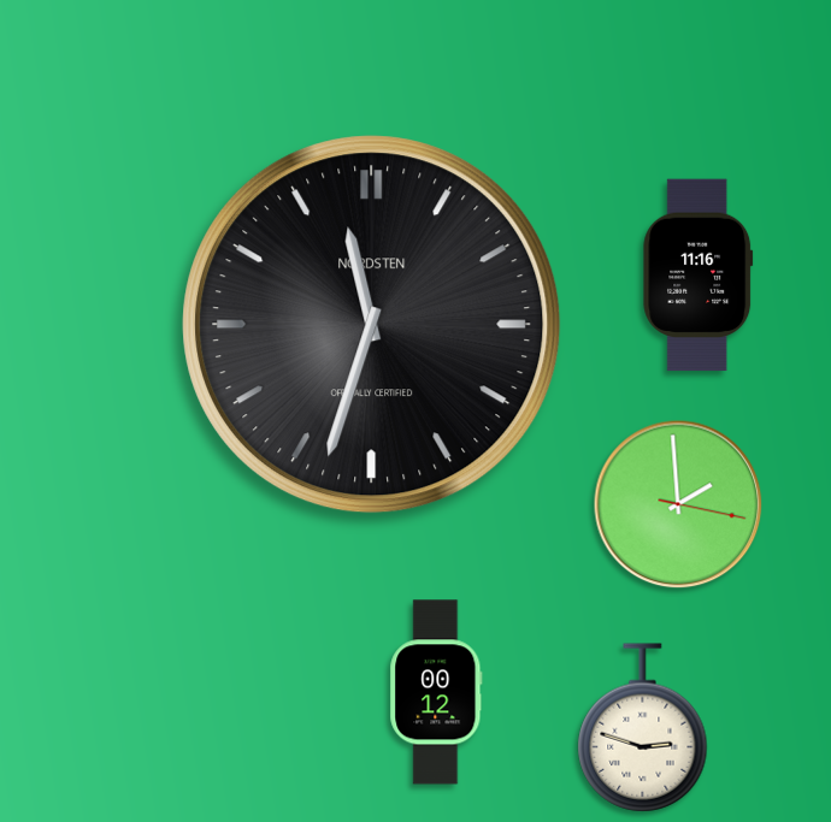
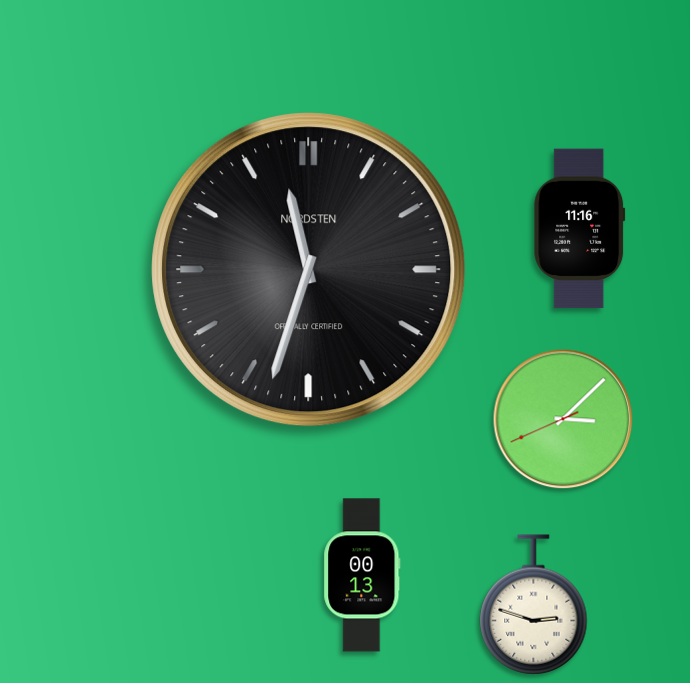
clock at (678, 504): 1:59 -> 3:07
clock at (436, 692): 00:12 -> 00:13
